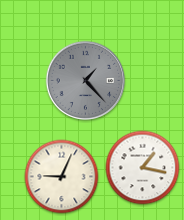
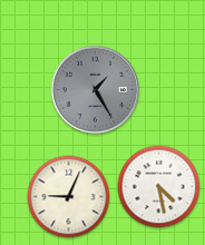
clock at (86, 81): 1:23 -> 1:25
clock at (143, 168): 1:17 -> 4:28
